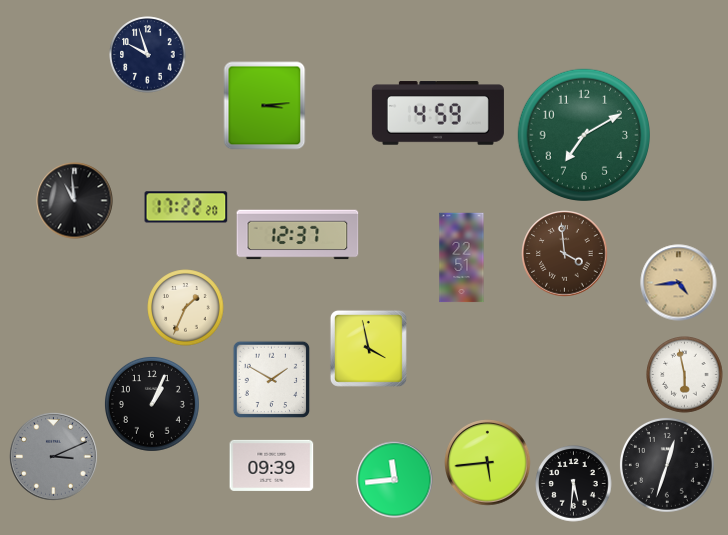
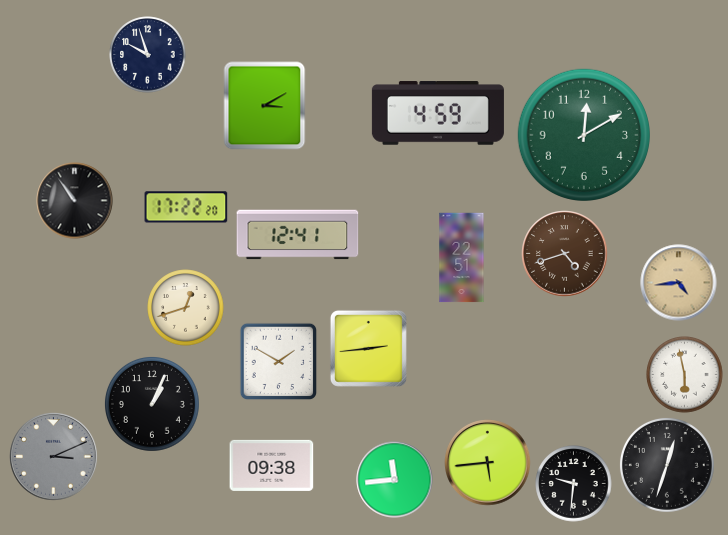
clock at (265, 106): 3:14 -> 3:10
clock at (584, 135): 7:10 -> 12:10
clock at (75, 201): 10:59 -> 10:54
clock at (298, 235): 12:37 -> 12:41
clock at (565, 254): 3:59 -> 4:42
clock at (186, 308): 1:34 -> 12:42
clock at (368, 348): 3:58 -> 2:44
clock at (271, 379) position: (271, 379) -> (278, 361)
clock at (272, 465): 09:39 -> 09:38
clock at (574, 484): 5:31 -> 9:31
